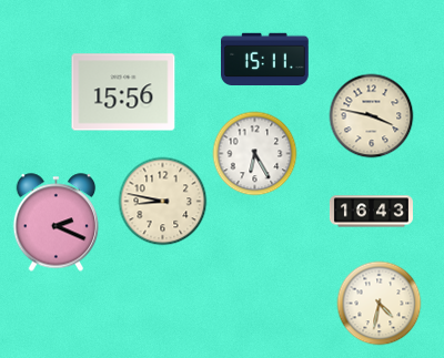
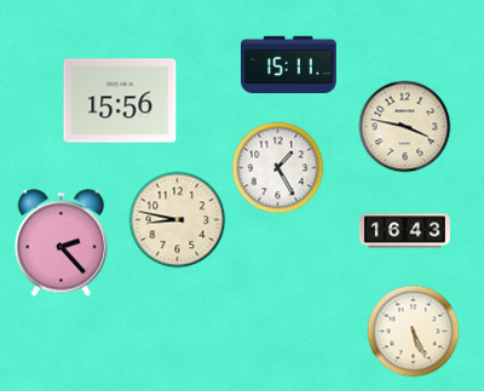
clock at (123, 92) position: (123, 92) -> (120, 100)
clock at (255, 154): 6:25 -> 1:25
clock at (57, 223): 2:19 -> 2:23
clock at (380, 304): 4:32 -> 5:26
